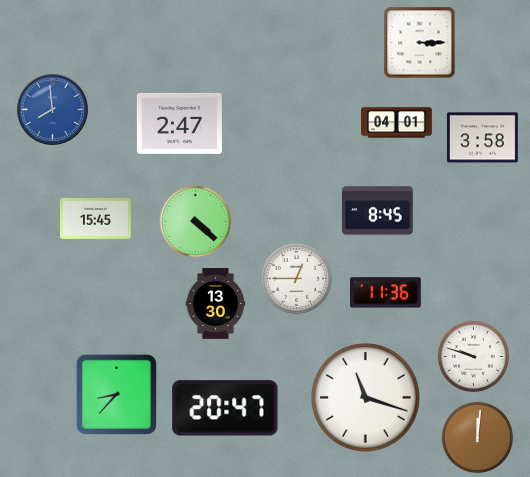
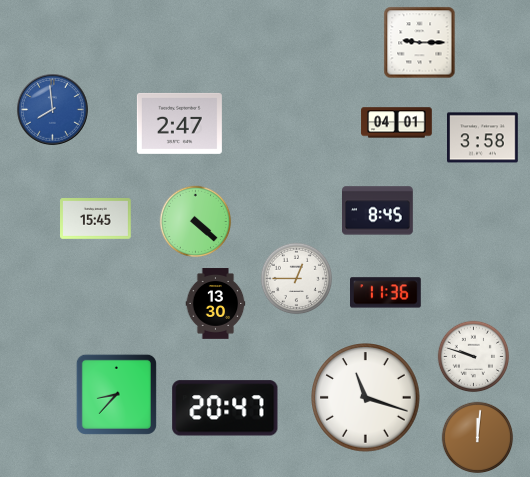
clock at (420, 43): 3:15 -> 9:15
